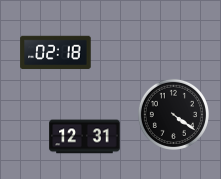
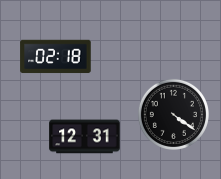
clock at (56, 53) position: (56, 53) -> (56, 57)
